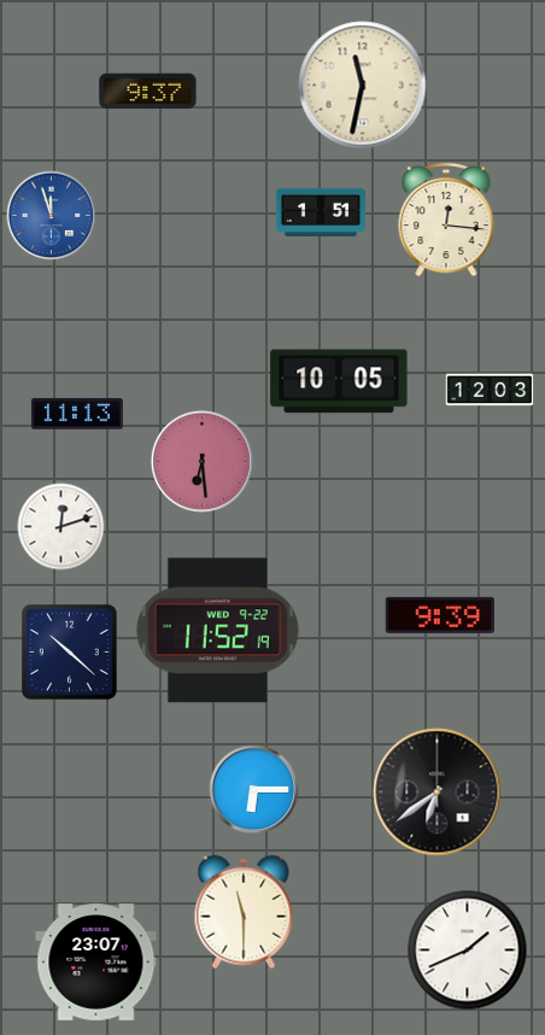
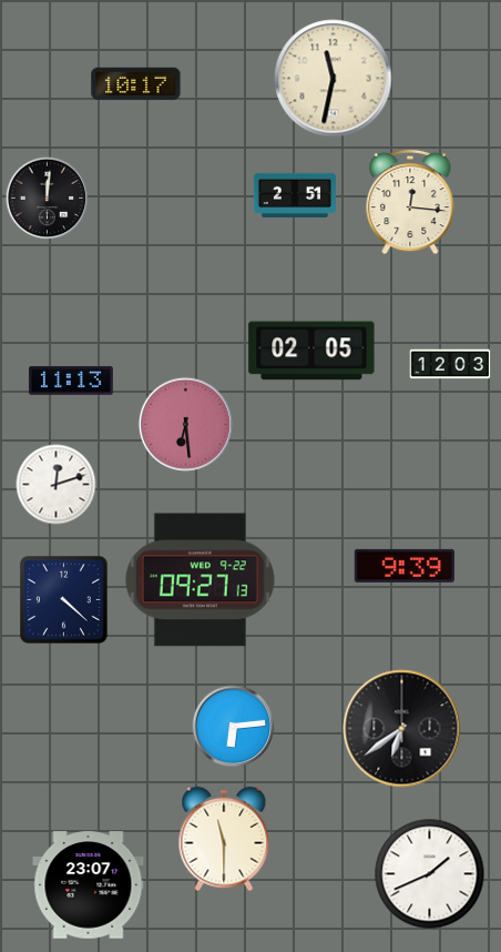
clock at (148, 92): 9:37 -> 10:17
clock at (321, 211): 1:51 -> 2:51
clock at (52, 216): 11:57 -> 12:01
clock at (52, 216) dial: blue -> black
clock at (339, 381): 10:05 -> 02:05
clock at (490, 390) position: (490, 390) -> (450, 364)
clock at (217, 631): 11:52 -> 09:27
clock at (70, 653): 10:22 -> 4:22
clock at (254, 790): 6:15 -> 6:14
